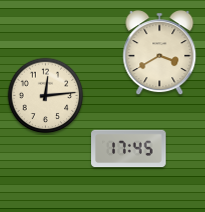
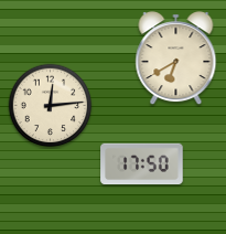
clock at (160, 53): 3:40 -> 6:40
clock at (129, 149): 17:45 -> 17:50
